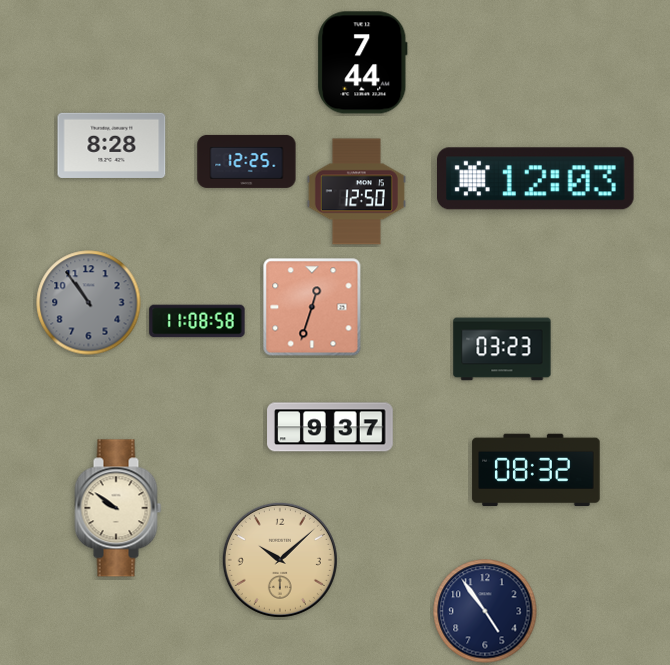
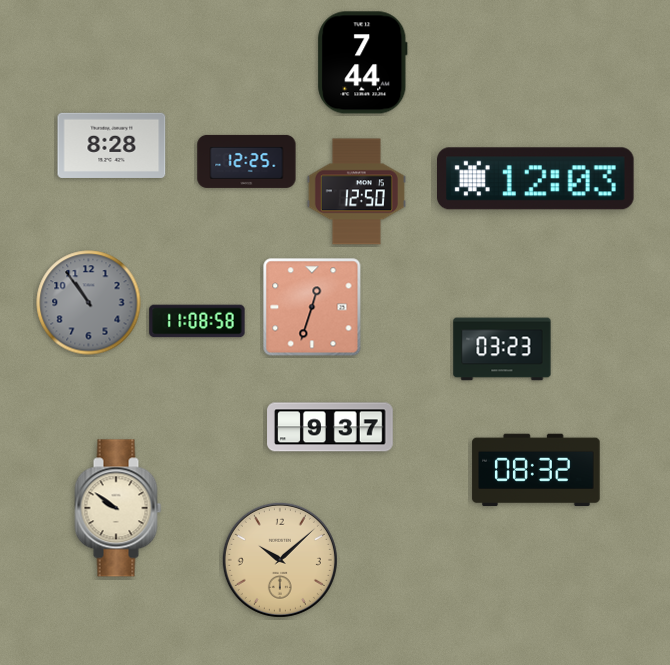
clock at (485, 611): 4:54 -> none
